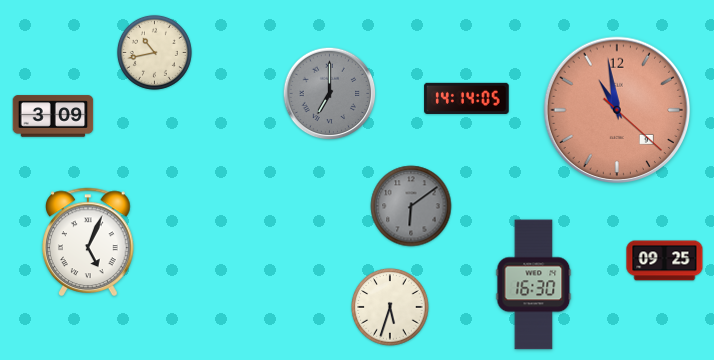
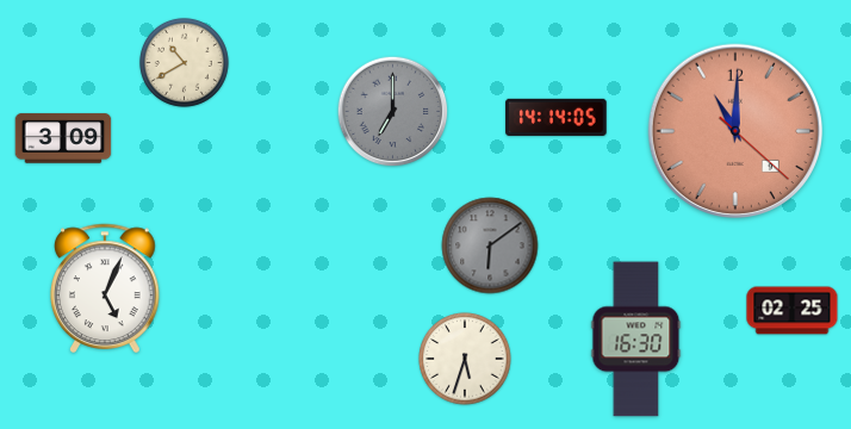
clock at (154, 52): 10:43 -> 10:40
clock at (617, 110): 10:58 -> 11:00
clock at (665, 261): 09:25 -> 02:25
clock at (390, 307) position: (390, 307) -> (465, 359)
